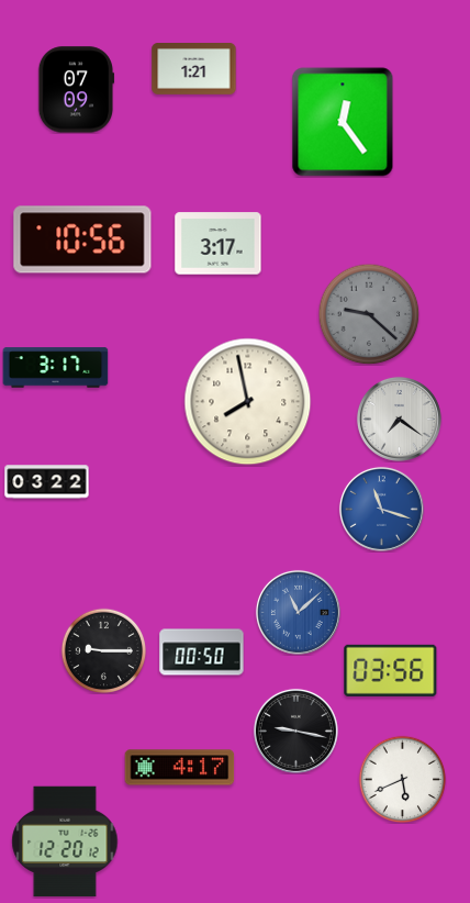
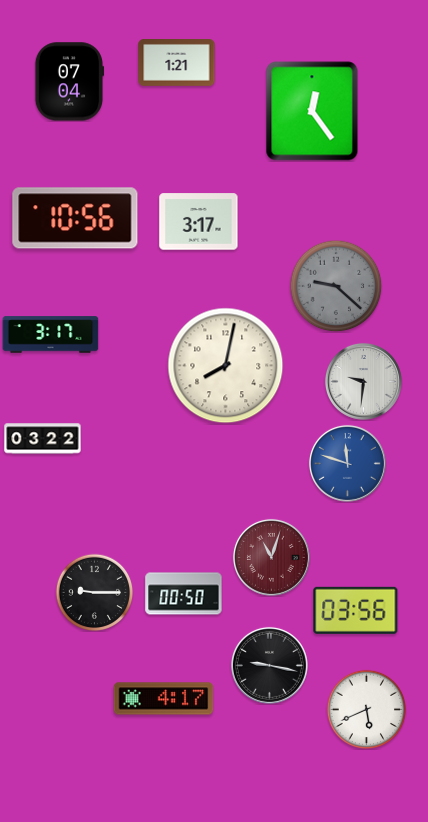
clock at (76, 90): 07:09 -> 07:04
clock at (248, 402): 7:58 -> 8:02
clock at (399, 419): 7:21 -> 9:31
clock at (381, 509): 11:18 -> 11:48
clock at (298, 612): 11:08 -> 11:03
clock at (298, 612) dial: blue -> burgundy
clock at (65, 841): 12:20 -> none
